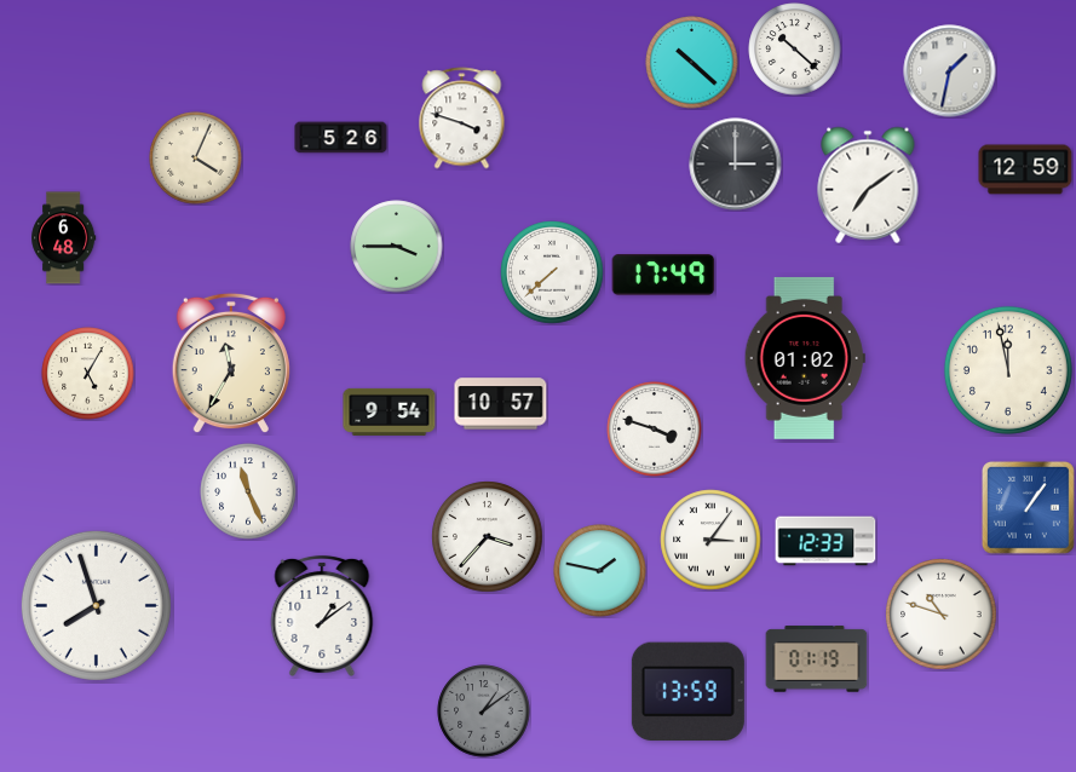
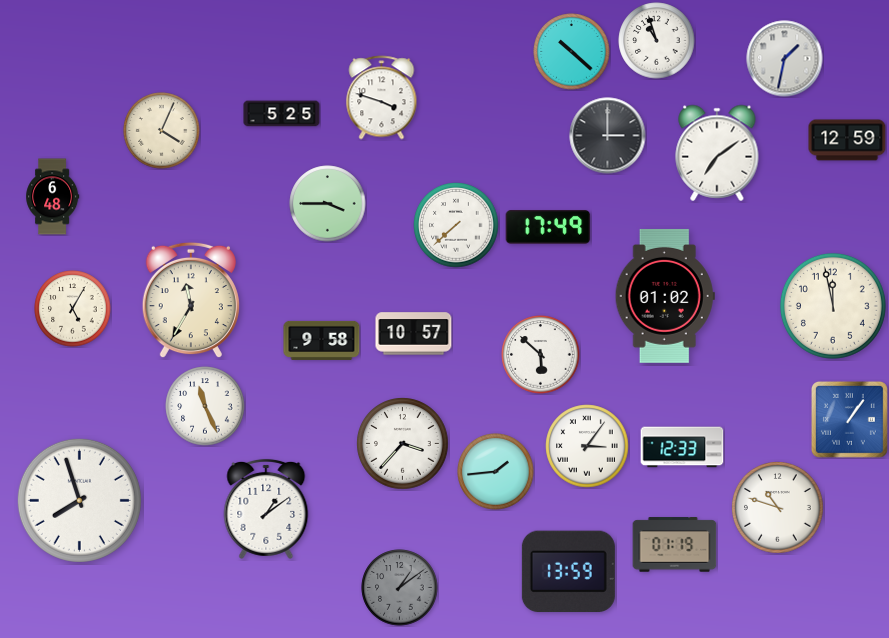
clock at (795, 50): 10:22 -> 10:57
clock at (341, 138): 5:26 -> 5:25
clock at (390, 411): 9:54 -> 9:58
clock at (655, 430): 3:48 -> 5:52
clock at (600, 571): 1:47 -> 1:44
